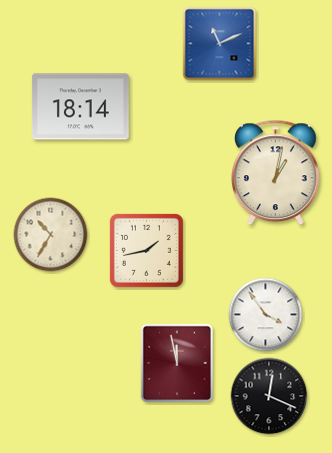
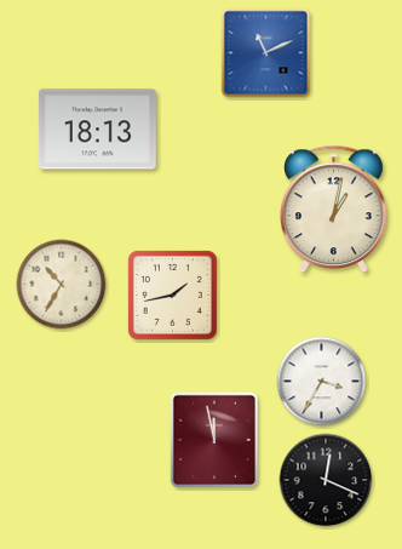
clock at (81, 107): 18:14 -> 18:13
clock at (146, 250) position: (146, 250) -> (172, 294)
clock at (266, 315): 3:54 -> 3:35
